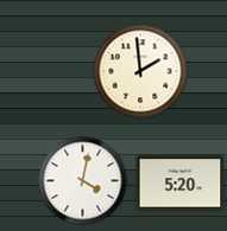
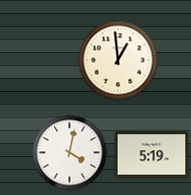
clock at (140, 71): 1:59 -> 12:59
clock at (181, 184): 5:20 -> 5:19
